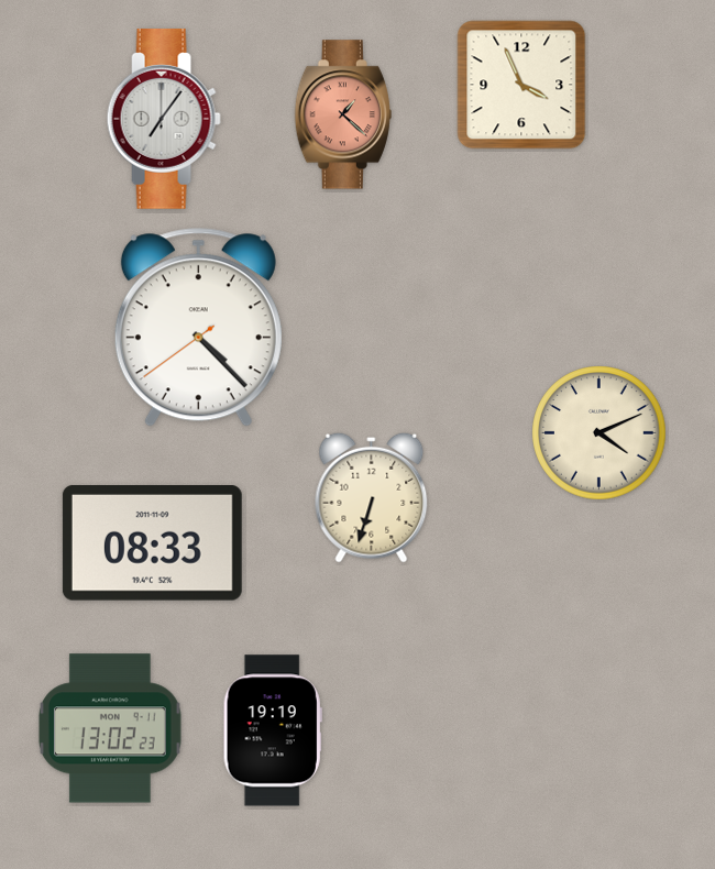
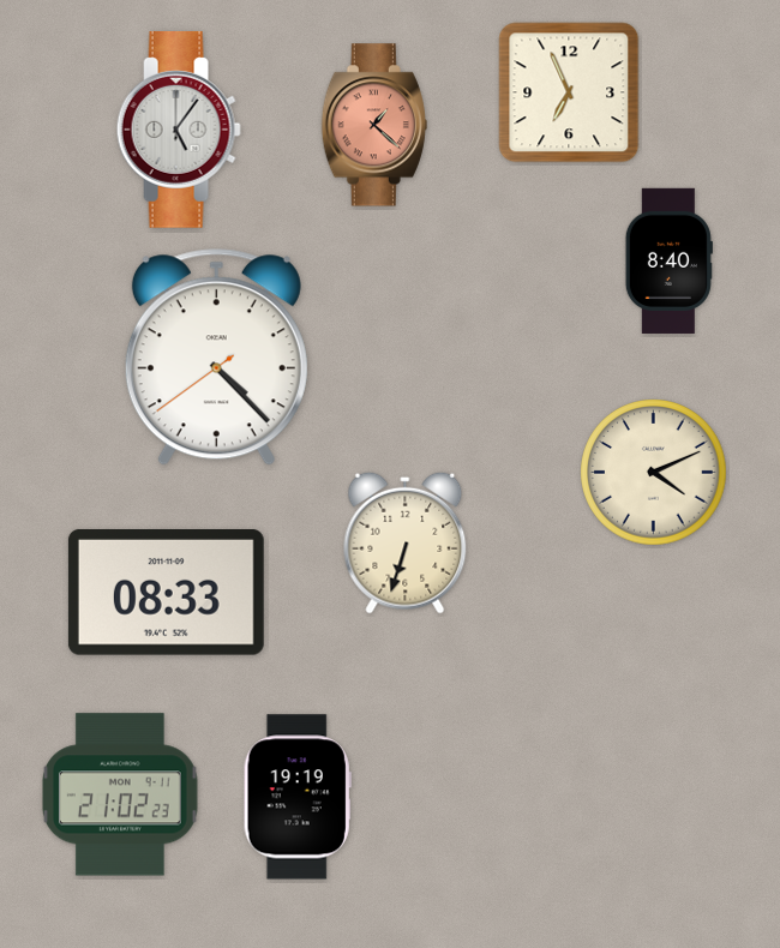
clock at (521, 85): 3:56 -> 6:56
clock at (164, 119): 7:06 -> 5:06
clock at (668, 260): none -> 8:40
clock at (110, 728): 13:02 -> 21:02
